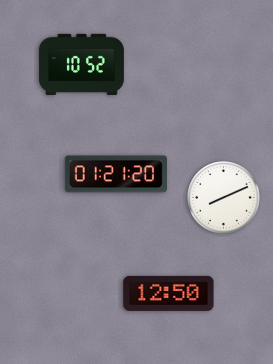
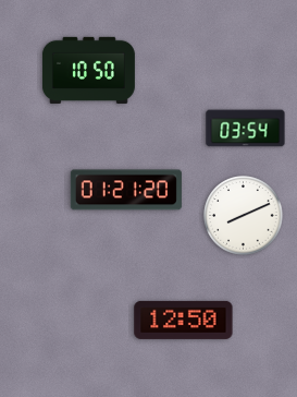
clock at (81, 64): 10:52 -> 10:50
clock at (246, 129): none -> 03:54
